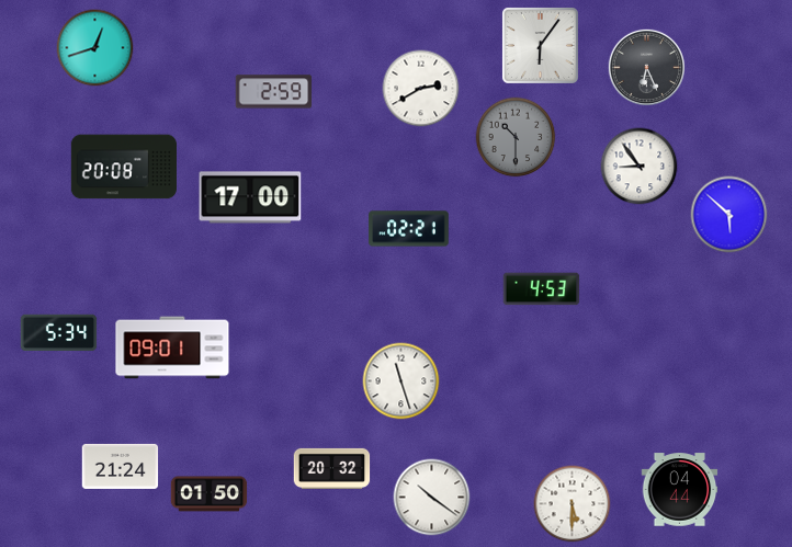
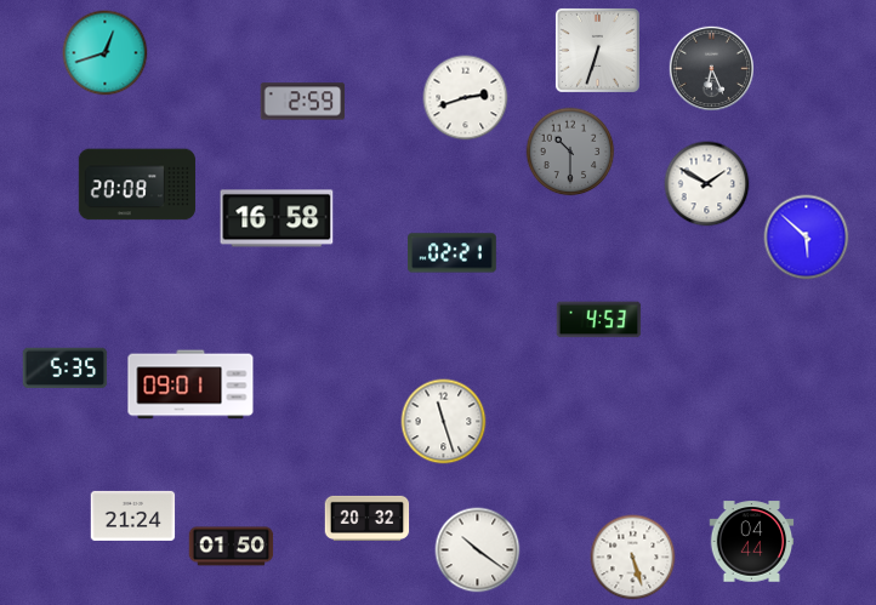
clock at (540, 45): 6:06 -> 6:33
clock at (646, 67) position: (646, 67) -> (711, 68)
clock at (421, 89): 2:40 -> 2:42
clock at (640, 167): 8:54 -> 1:50
clock at (250, 197): 17:00 -> 16:58
clock at (59, 333): 5:34 -> 5:35
clock at (573, 504): 5:30 -> 5:27
